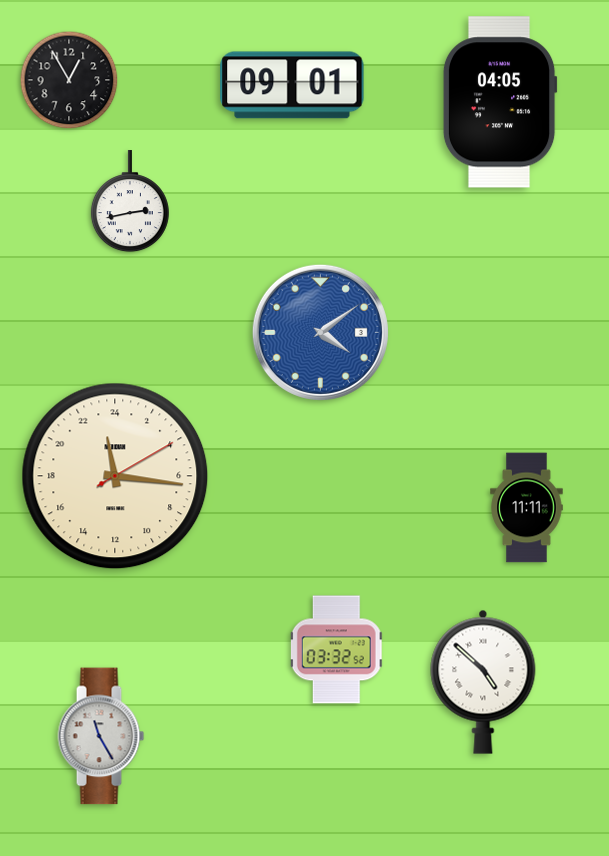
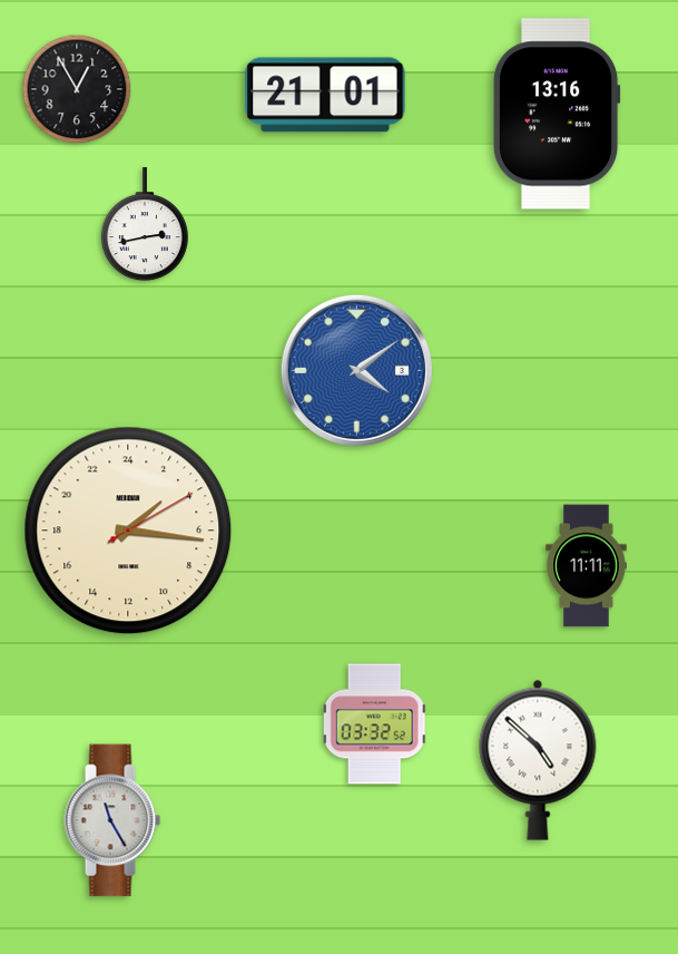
clock at (292, 85): 09:01 -> 21:01
clock at (500, 102): 04:05 -> 13:16
clock at (115, 476): 23:16 -> 3:16
